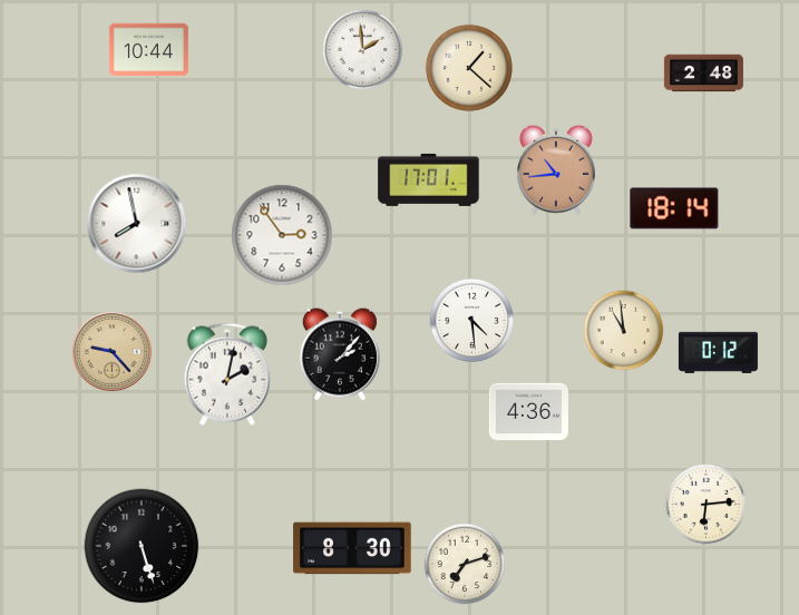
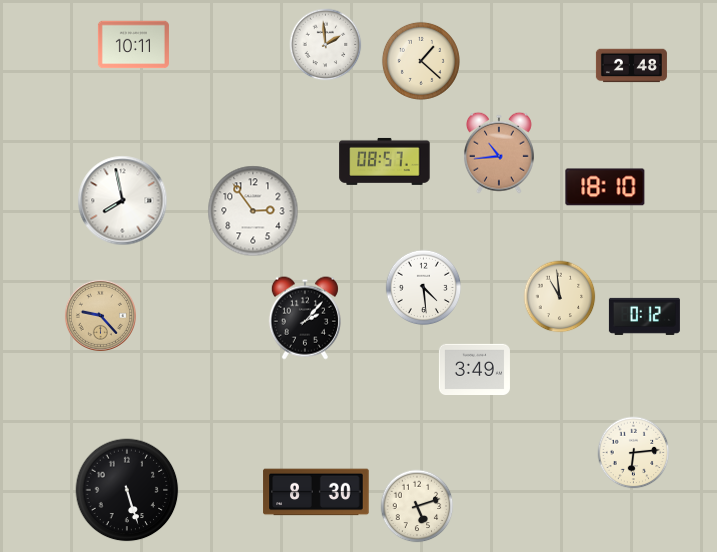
clock at (148, 50): 10:44 -> 10:11
clock at (429, 179): 17:01 -> 08:57
clock at (674, 208): 18:14 -> 18:10
clock at (227, 374): 2:02 -> none
clock at (528, 411): 4:36 -> 3:49
clock at (465, 564): 7:12 -> 5:12
